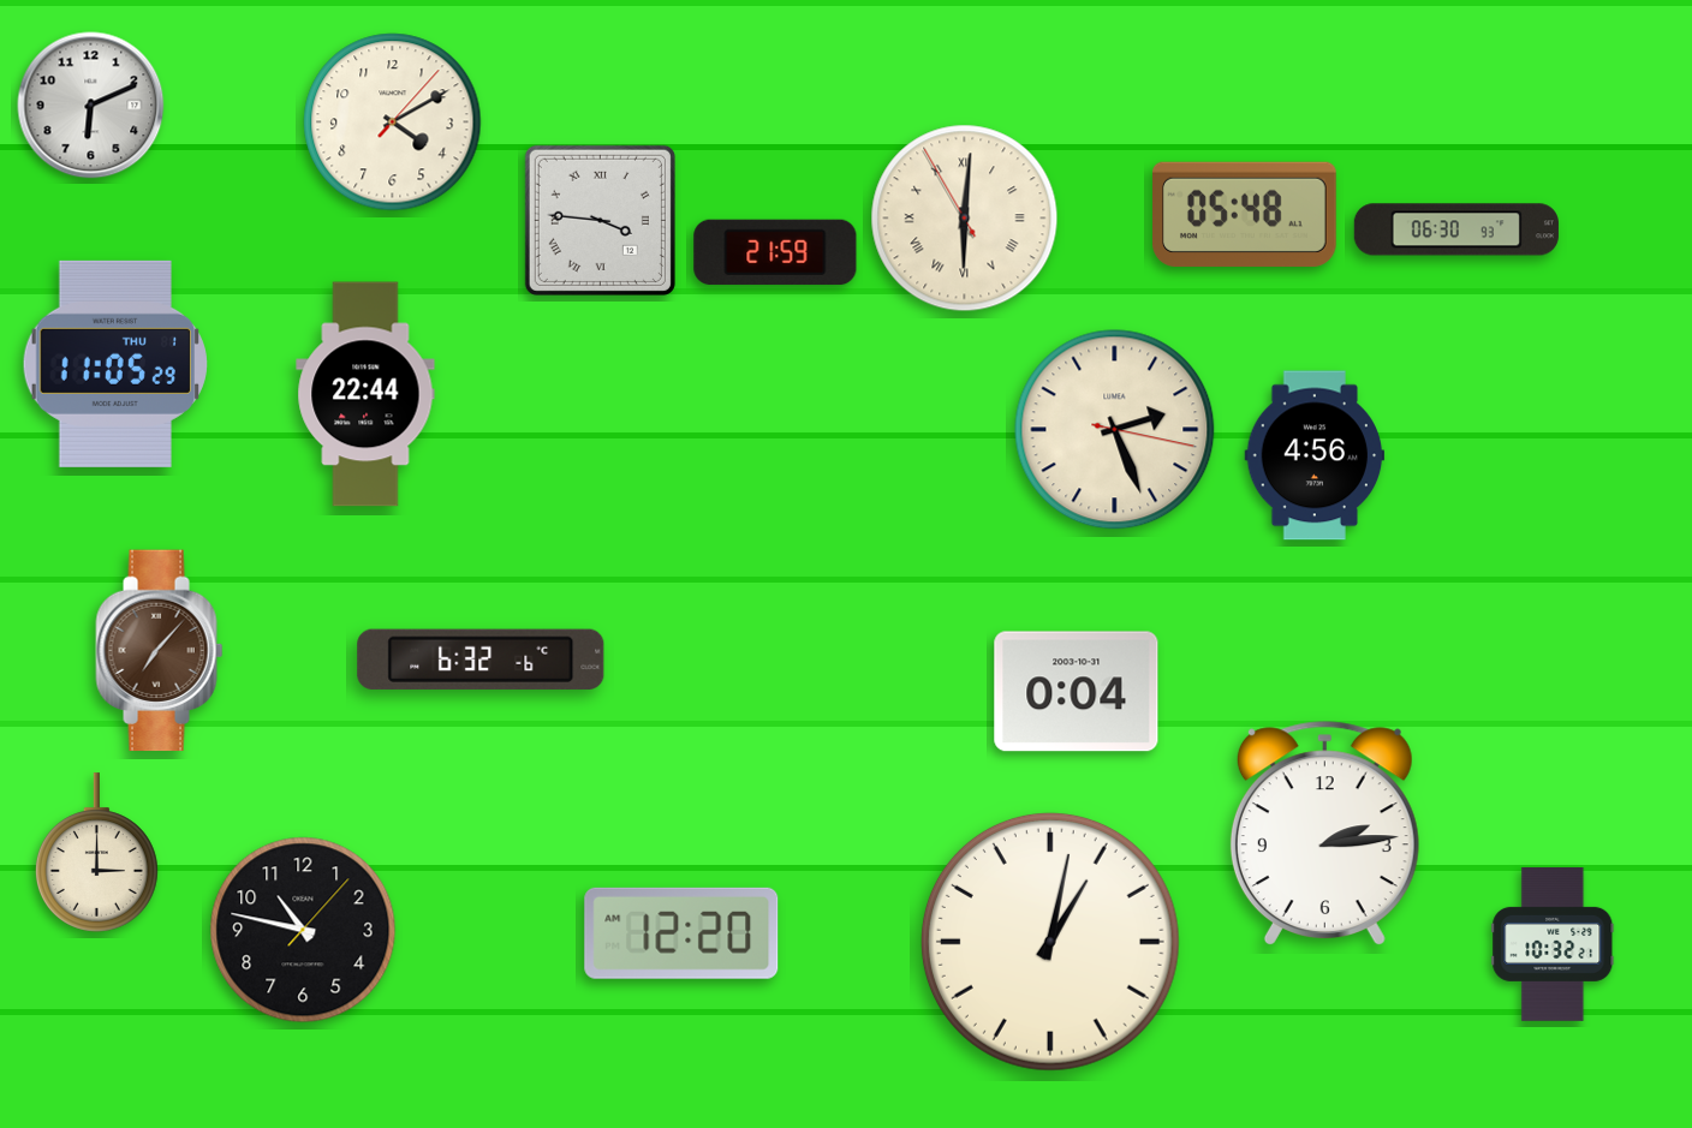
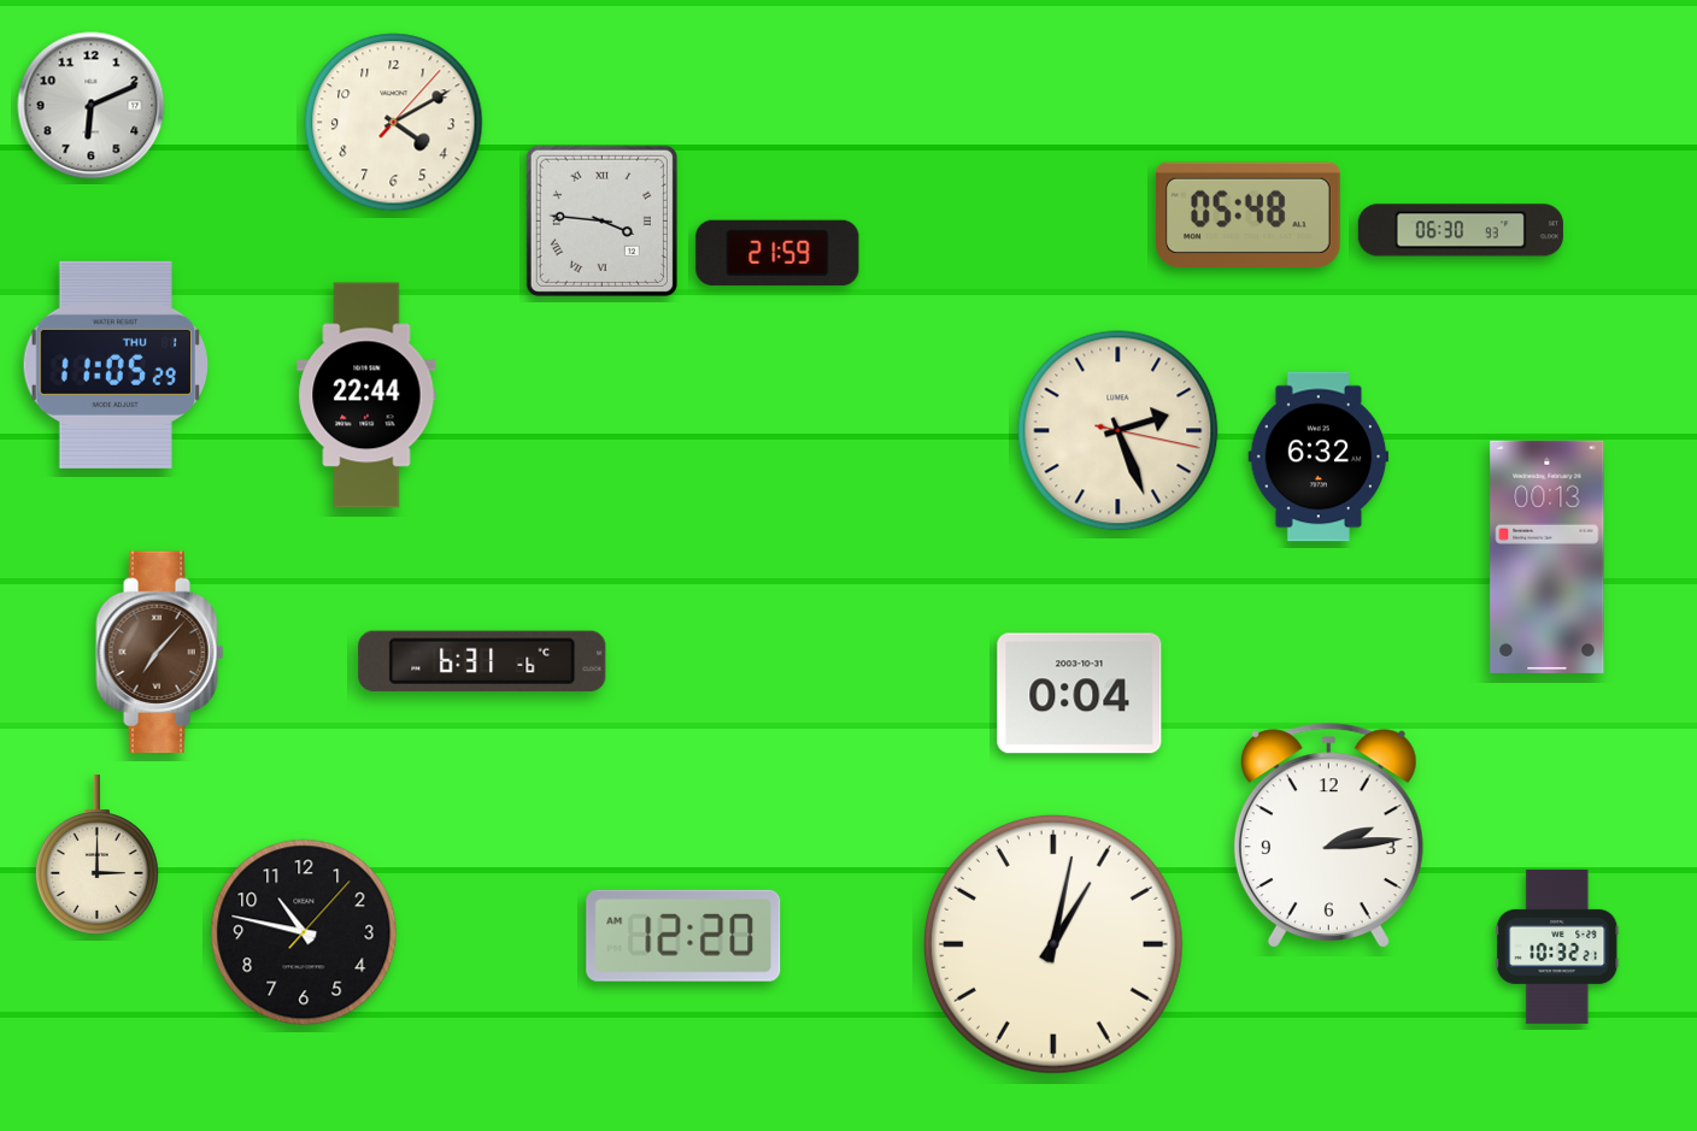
clock at (965, 219): 6:00 -> none
clock at (1315, 455): 4:56 -> 6:32
clock at (1548, 556): none -> 00:13
clock at (481, 660): 6:32 -> 6:31
